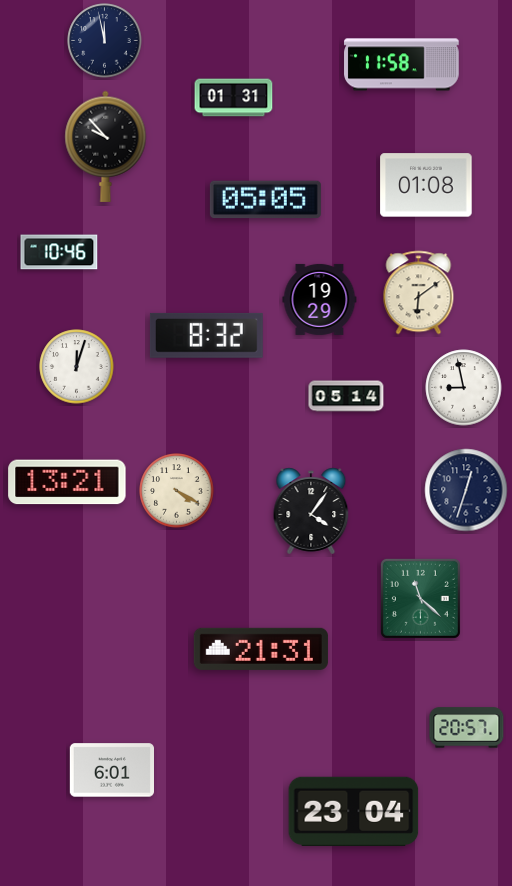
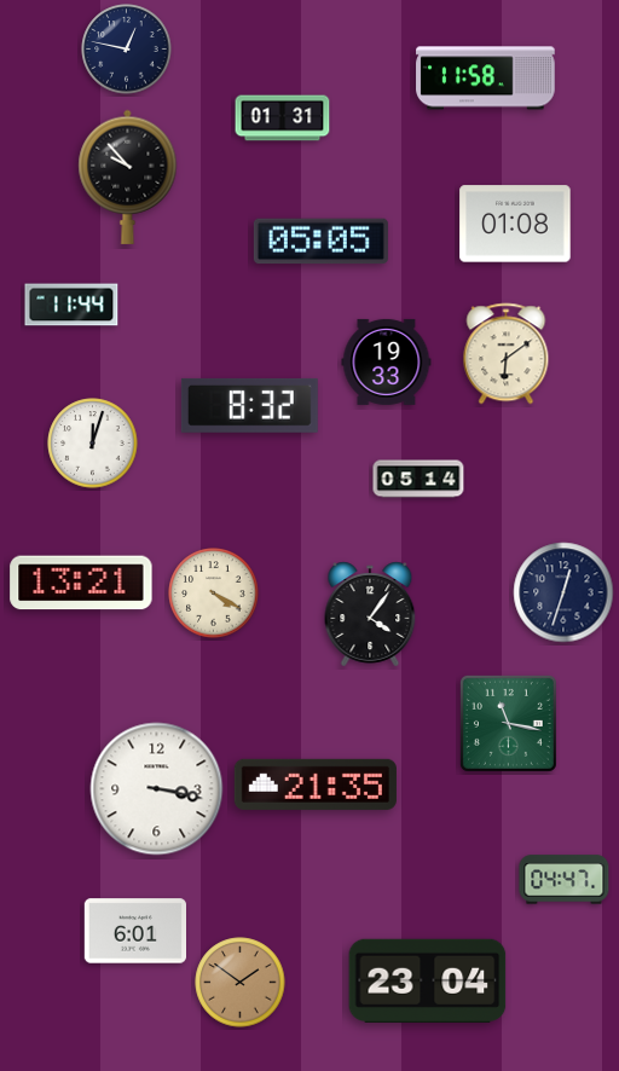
clock at (105, 41): 11:58 -> 12:47
clock at (59, 252): 10:46 -> 11:44
clock at (320, 299): 19:29 -> 19:33
clock at (464, 388): 8:58 -> none
clock at (311, 511) position: (311, 511) -> (370, 614)
clock at (420, 598): 11:22 -> 11:17
clock at (261, 649): 21:31 -> 21:35
clock at (157, 789): none -> 3:17
clock at (467, 728): 20:57 -> 04:47
clock at (241, 983): none -> 1:51
